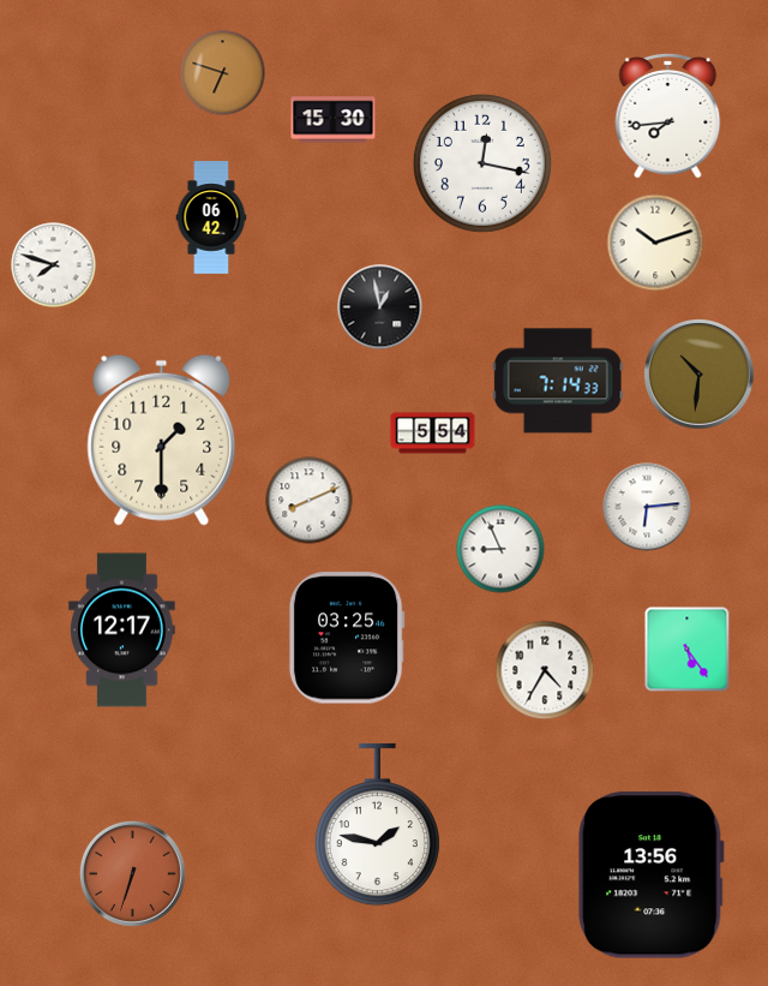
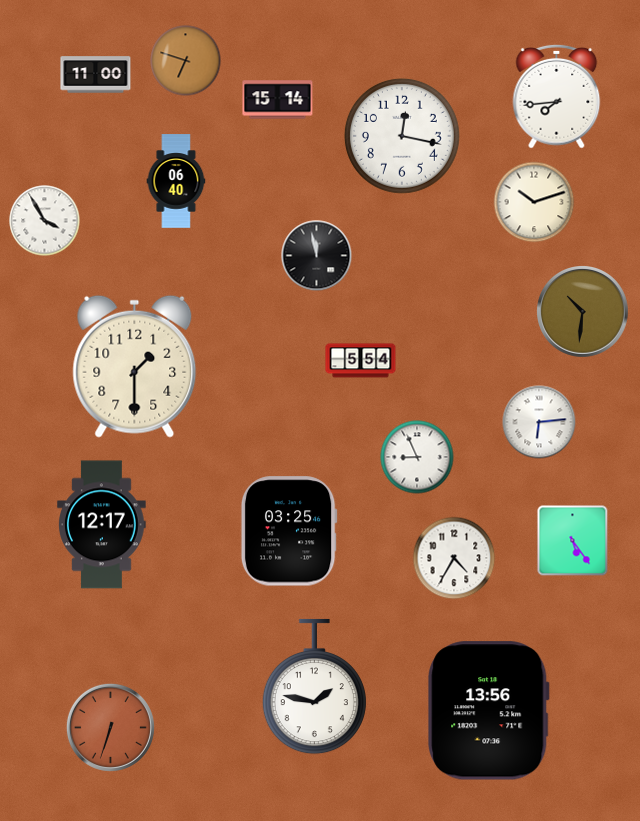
clock at (96, 75): none -> 11:00
clock at (334, 120): 15:30 -> 15:14
clock at (211, 217): 06:42 -> 06:40
clock at (655, 243) position: (655, 243) -> (534, 202)
clock at (54, 265): 7:48 -> 3:55
clock at (380, 307): 12:58 -> 11:58
clock at (558, 381): 7:14 -> none
clock at (310, 501): 8:11 -> none
clock at (652, 876) position: (652, 876) -> (489, 711)
